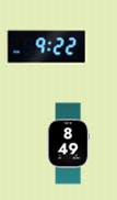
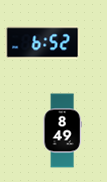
clock at (47, 47): 9:22 -> 6:52
